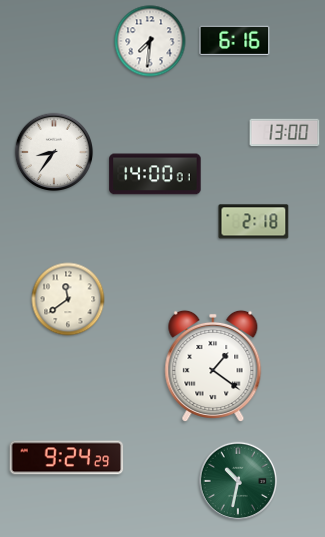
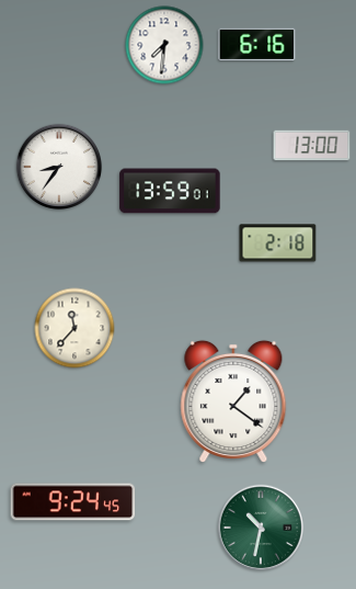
clock at (155, 174): 14:00 -> 13:59
clock at (68, 299): 11:39 -> 11:37
clock at (67, 458): 9:24:29 -> 9:24:45
